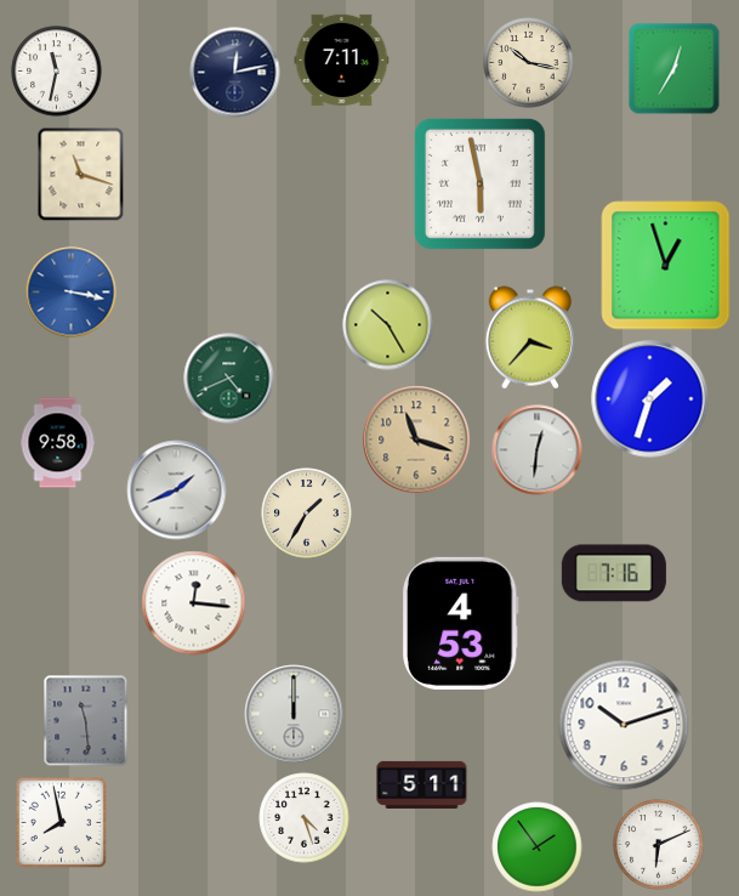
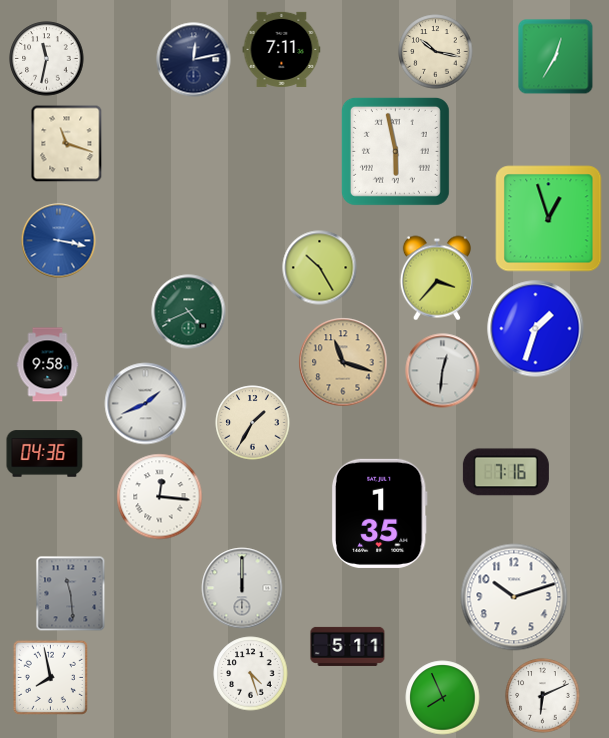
clock at (45, 454): none -> 04:36
clock at (460, 623): 4:53 -> 1:35
clock at (538, 847): 1:54 -> 7:56
